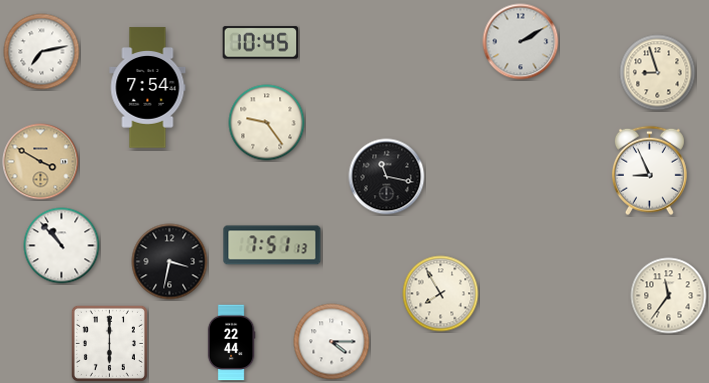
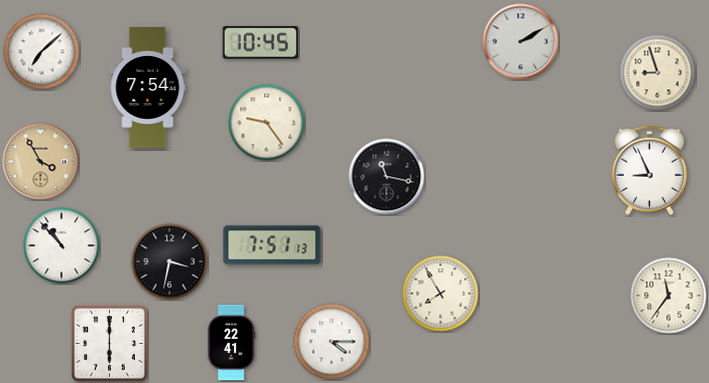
clock at (42, 52): 7:13 -> 7:08
clock at (41, 162): 3:50 -> 3:55
clock at (231, 343): 22:44 -> 22:41
